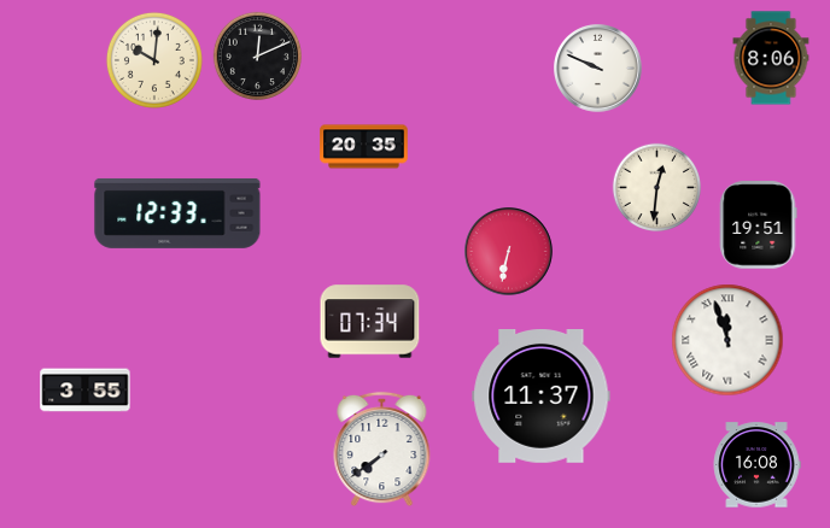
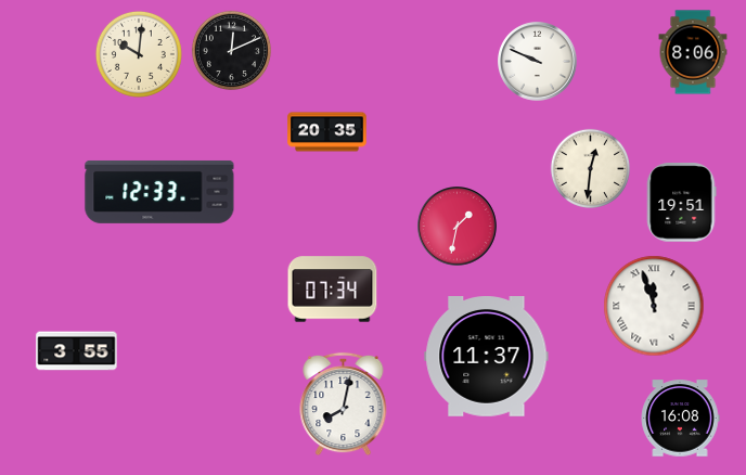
clock at (509, 252): 6:32 -> 1:32
clock at (382, 450): 7:39 -> 8:02
